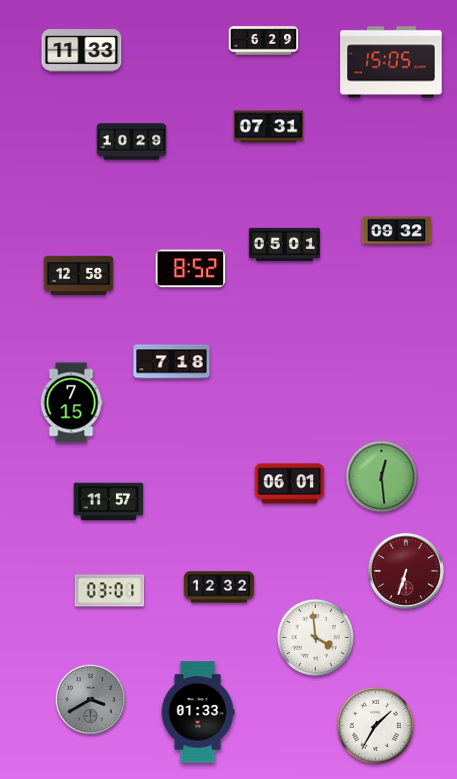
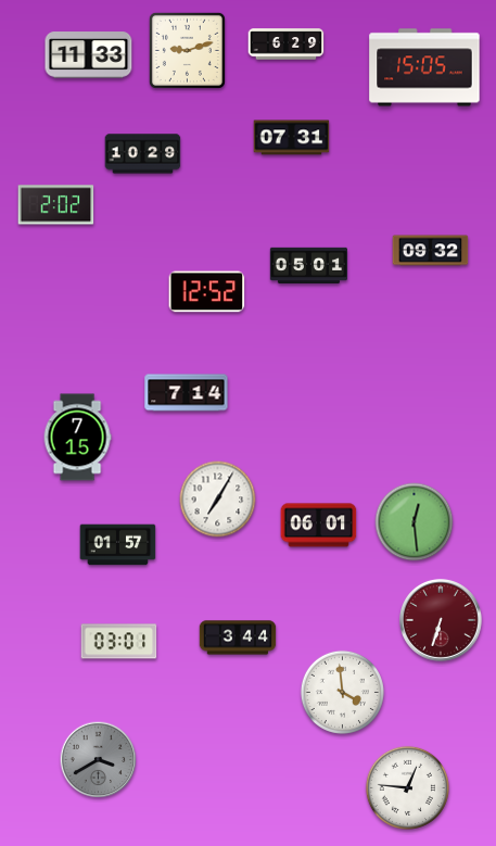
clock at (187, 50): none -> 9:12
clock at (56, 205): none -> 2:02
clock at (191, 269): 8:52 -> 12:52
clock at (79, 276): 12:58 -> none
clock at (172, 362): 7:18 -> 7:14
clock at (218, 500): none -> 7:05
clock at (382, 477) position: (382, 477) -> (415, 522)
clock at (290, 484) position: (290, 484) -> (319, 526)
clock at (109, 502): 11:57 -> 01:57
clock at (219, 587): 12:32 -> 3:44
clock at (198, 712): 01:33 -> none
clock at (375, 725): 1:35 -> 12:46
